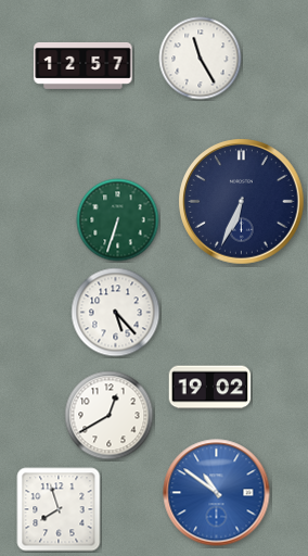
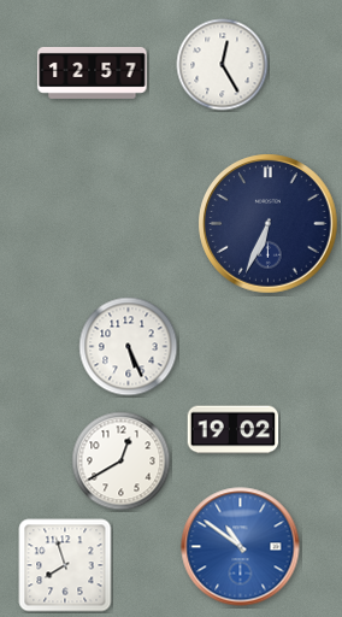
clock at (201, 59): 11:25 -> 12:25
clock at (118, 220): 6:33 -> none
clock at (116, 313): 5:23 -> 5:26
